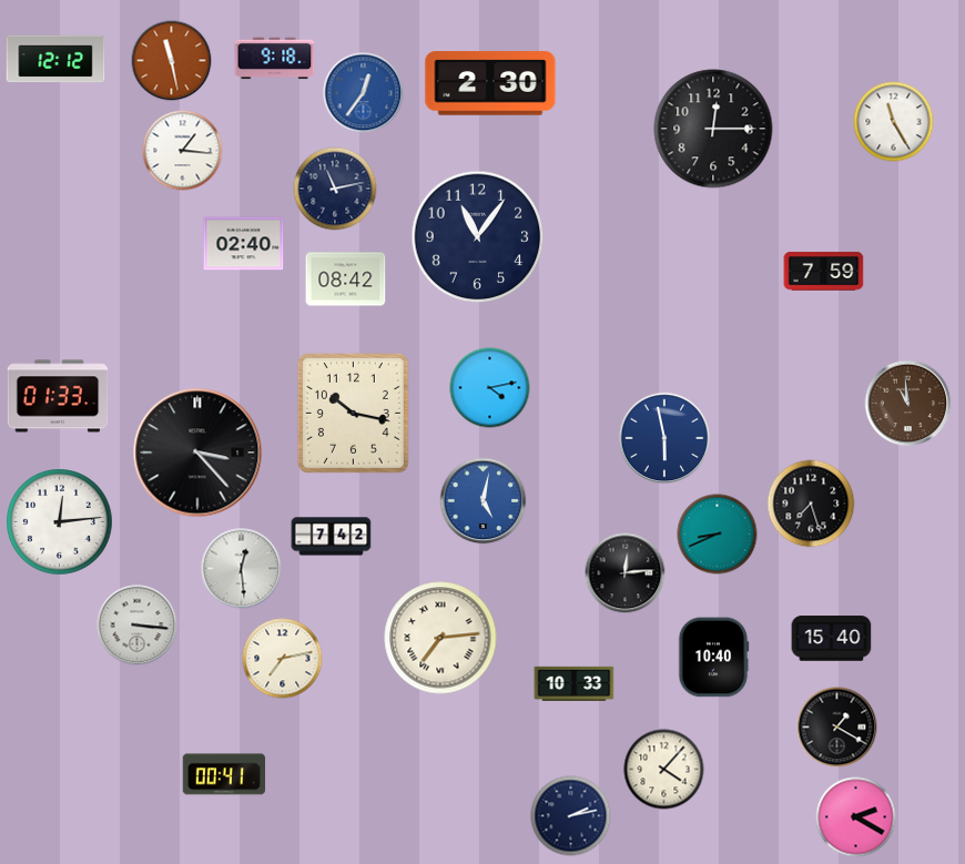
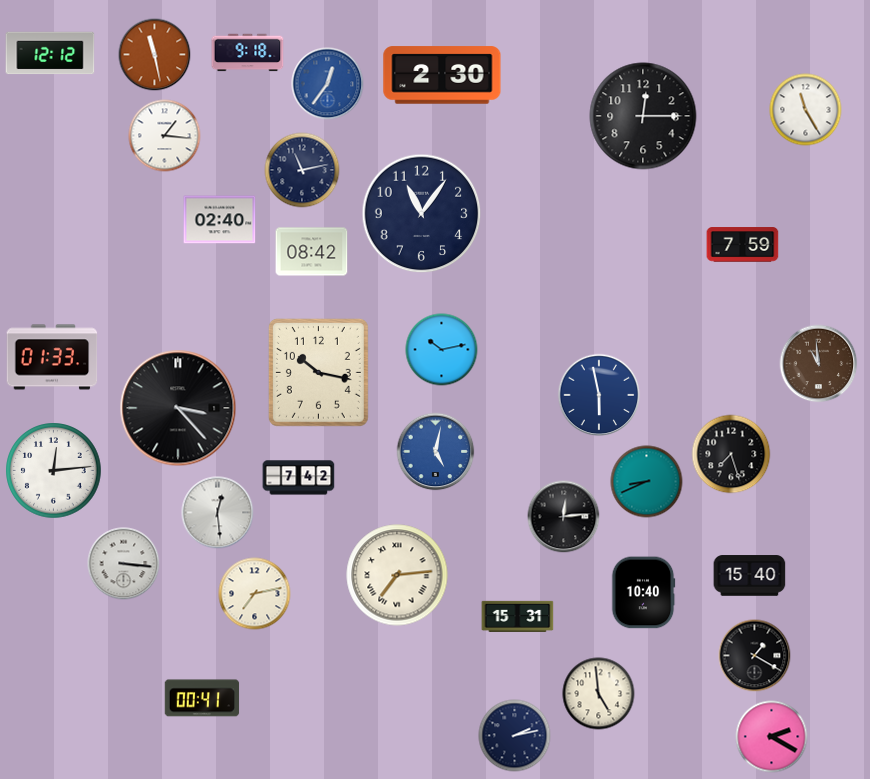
clock at (478, 237) position: (478, 237) -> (422, 214)
clock at (490, 388): 4:13 -> 10:13
clock at (332, 537) position: (332, 537) -> (299, 478)
clock at (575, 683): 10:33 -> 15:31
clock at (664, 770): 4:07 -> 4:59
